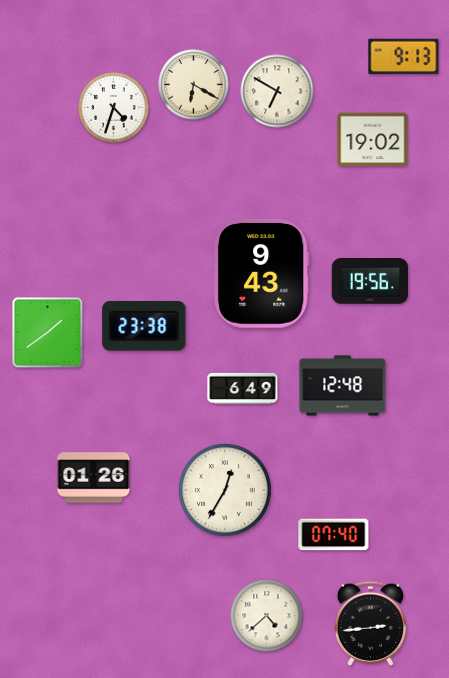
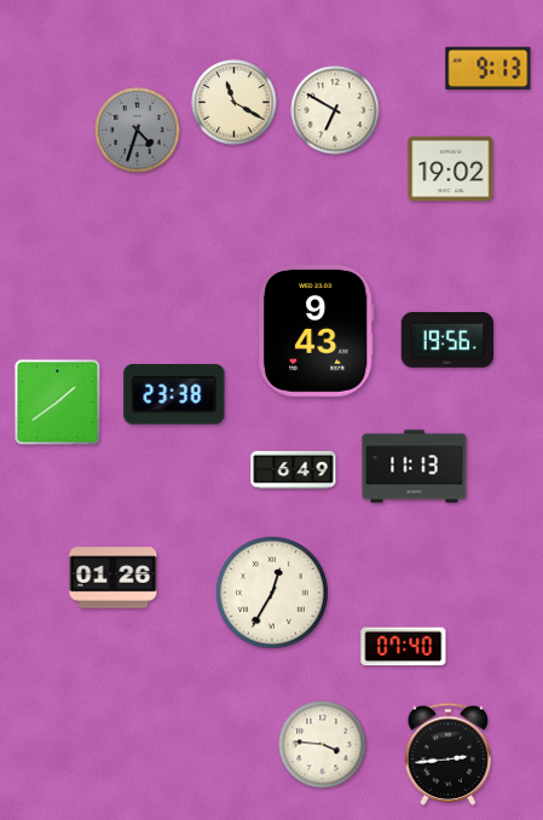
clock at (194, 85): 6:20 -> 11:20
clock at (114, 108) dial: white -> grey
clock at (343, 386): 12:48 -> 11:13
clock at (267, 616): 4:38 -> 3:46
